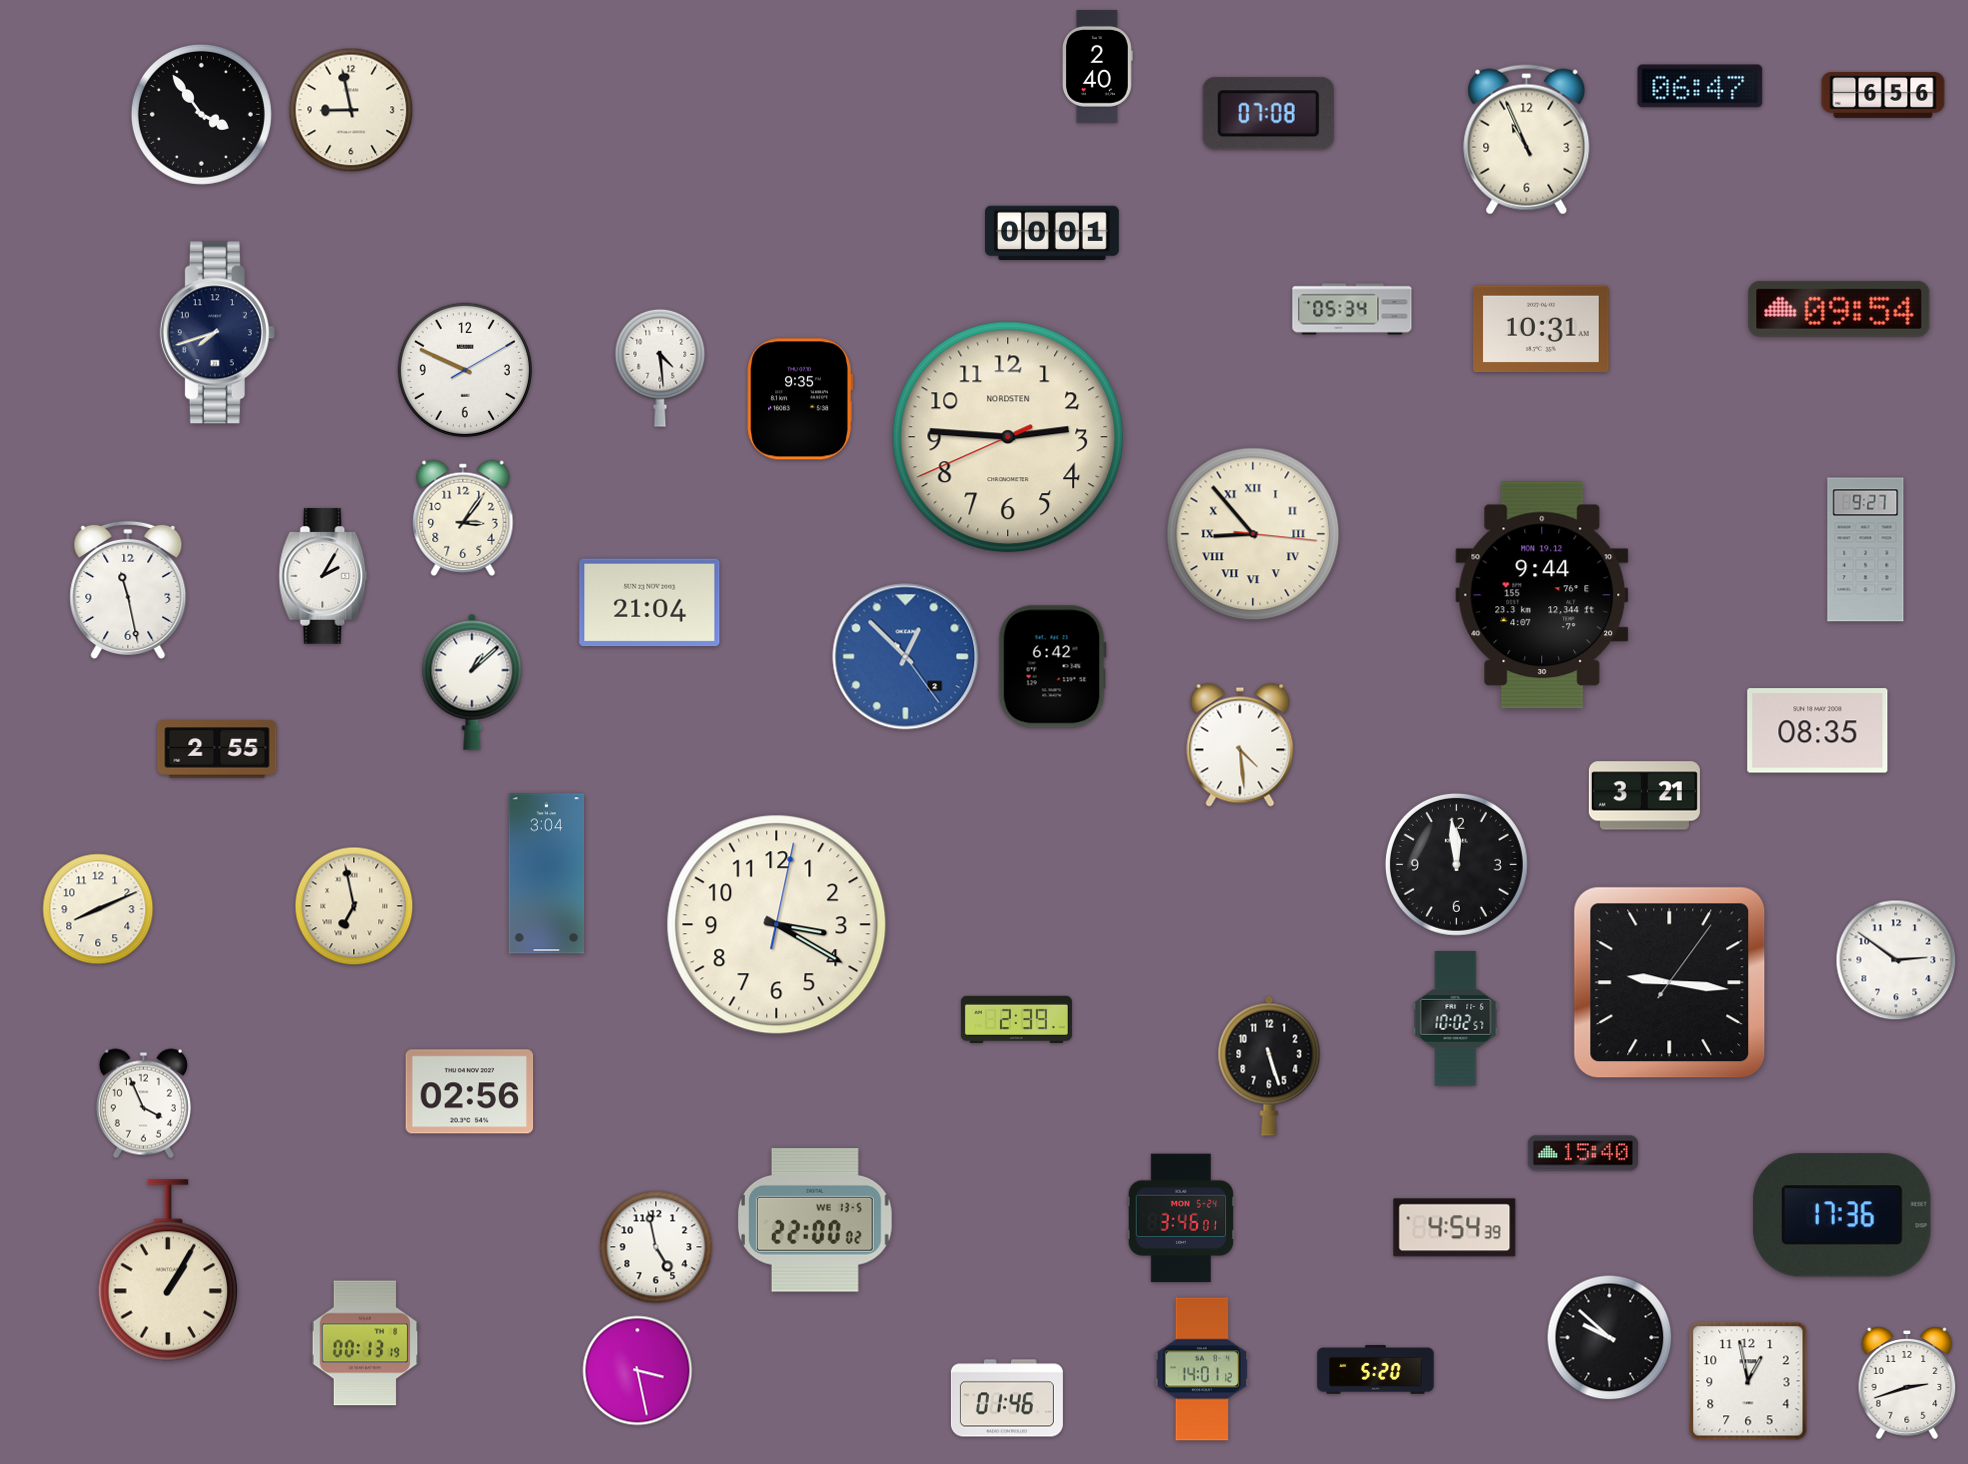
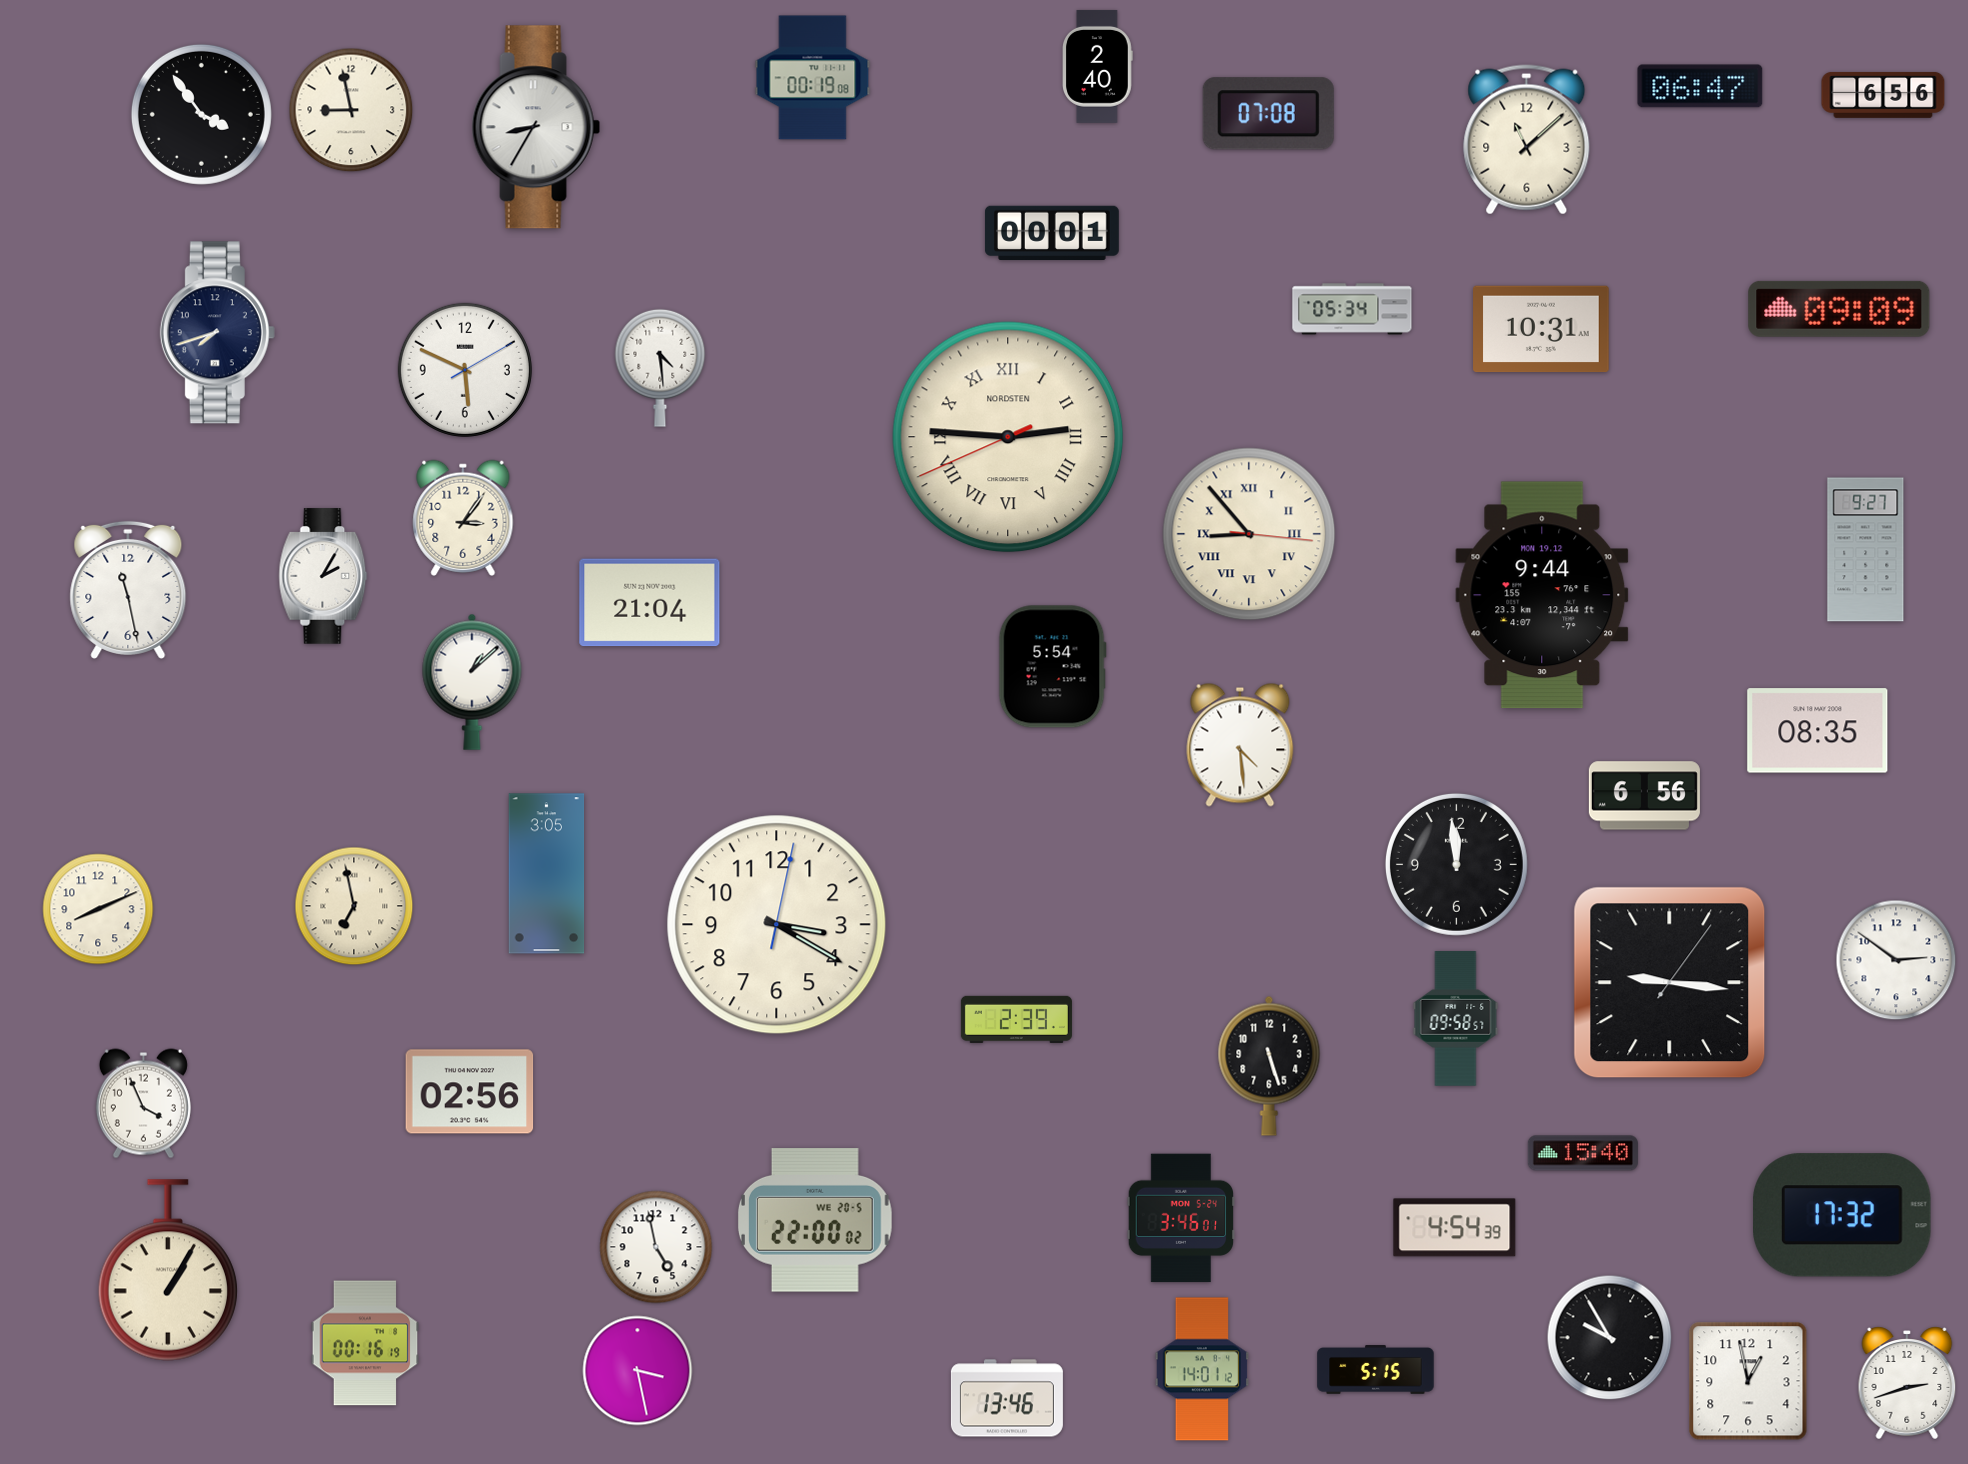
clock at (813, 78): none -> 00:19
clock at (536, 127): none -> 8:35
clock at (1527, 140): 10:56 -> 11:08
clock at (1839, 309): 09:54 -> 09:09
clock at (465, 370): 9:49 -> 5:49
clock at (800, 399): 9:35 -> none
clock at (1008, 437) numerals: Arabic -> Roman
clock at (1253, 534) position: (1253, 534) -> (1249, 534)
clock at (906, 657): 12:52 -> none
clock at (1052, 667): 6:42 -> 5:54
clock at (217, 749): 2:55 -> none
clock at (1644, 796): 3:21 -> 6:56
clock at (547, 874): 3:04 -> 3:05
clock at (1456, 1019): 10:02 -> 09:58
clock at (1843, 1215): 17:36 -> 17:32
clock at (815, 1221) date: WE 13-5 -> WE 20-5
clock at (1610, 1338): 9:52 -> 9:55
clock at (365, 1343): 00:13 -> 00:16
clock at (1376, 1370): 5:20 -> 5:15
clock at (1007, 1398): 01:46 -> 13:46
